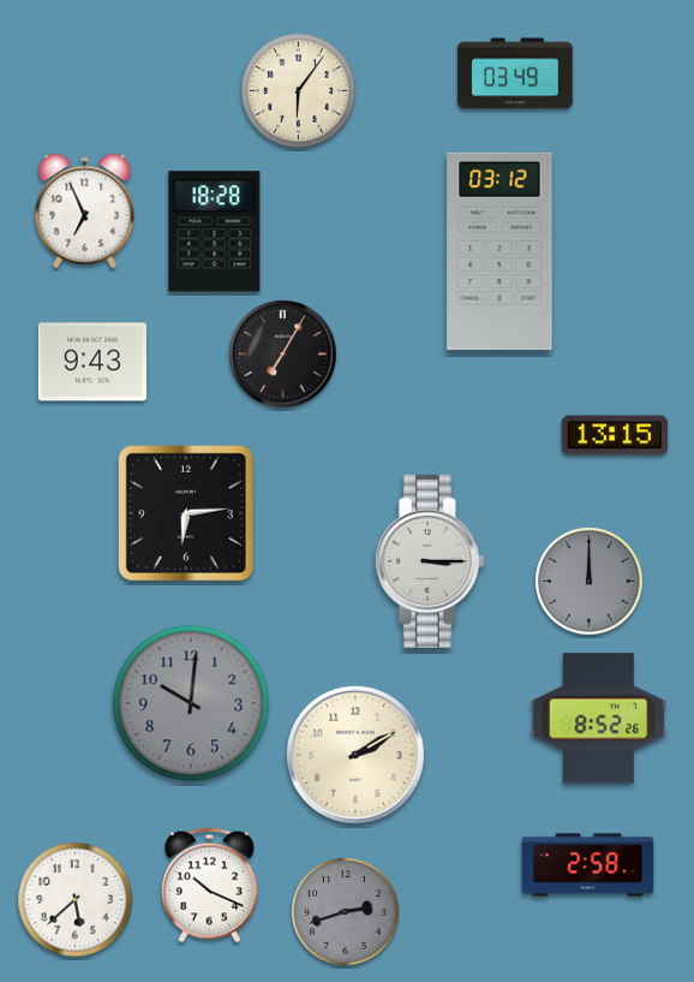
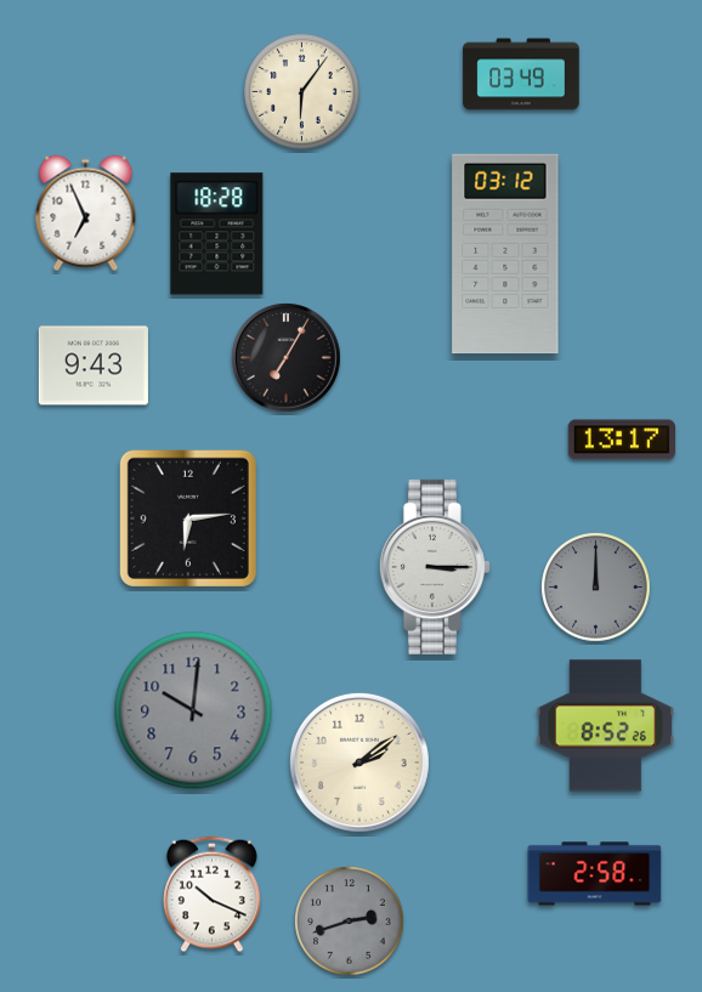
clock at (614, 435): 13:15 -> 13:17
clock at (355, 755): 2:10 -> 2:09
clock at (76, 900): 5:38 -> none
